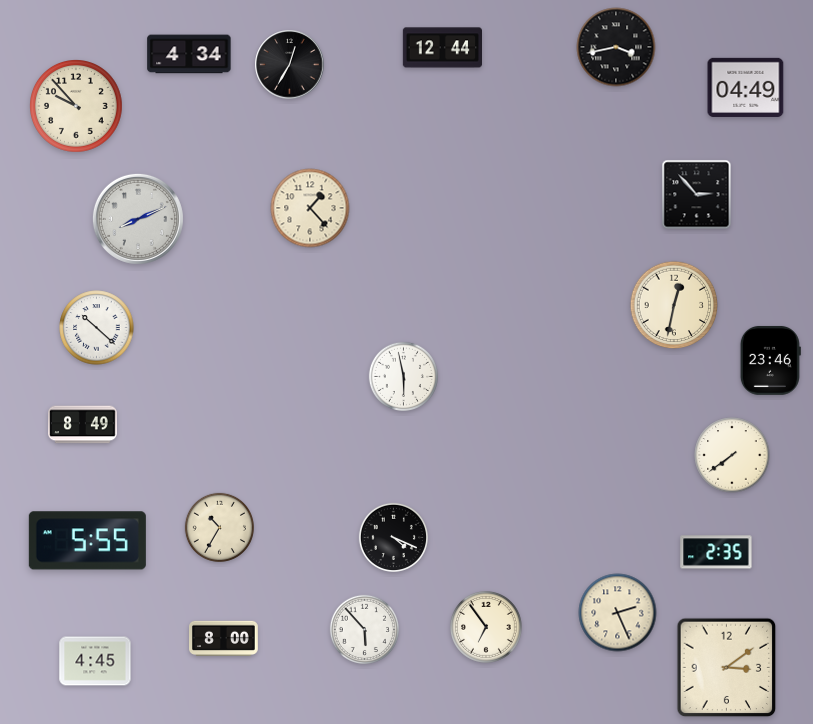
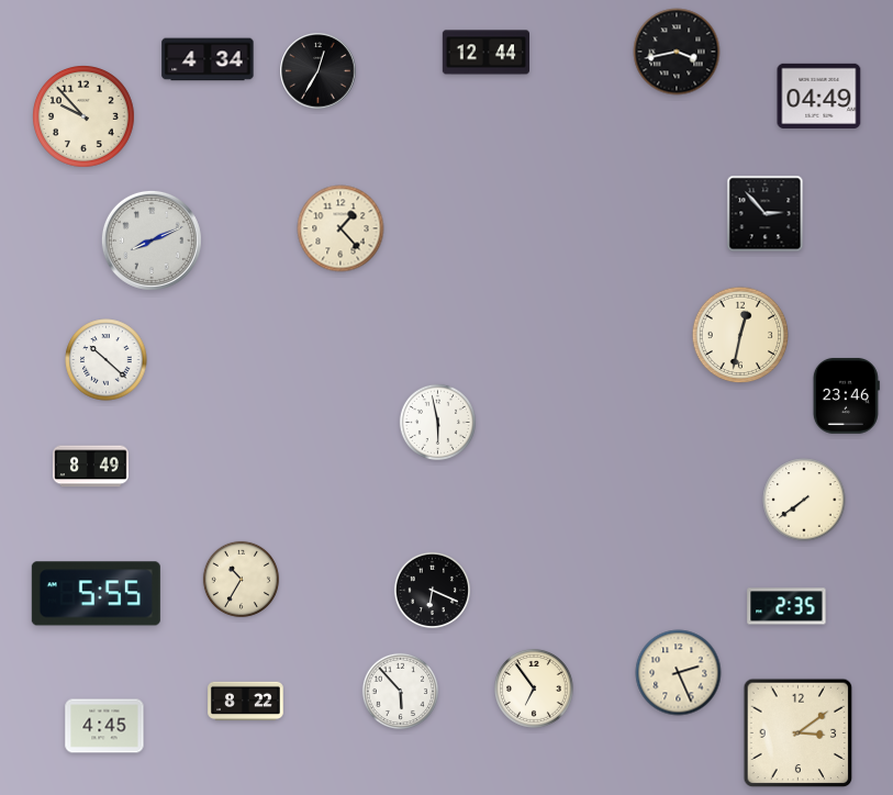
clock at (403, 376) position: (403, 376) -> (437, 422)
clock at (393, 537): 4:19 -> 6:19
clock at (224, 639): 8:00 -> 8:22
